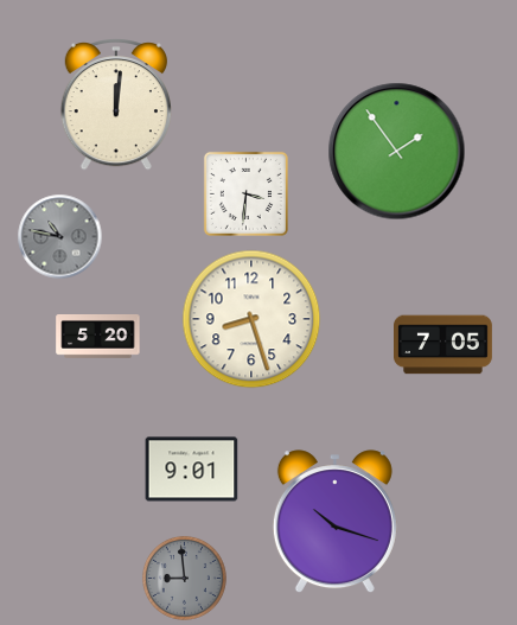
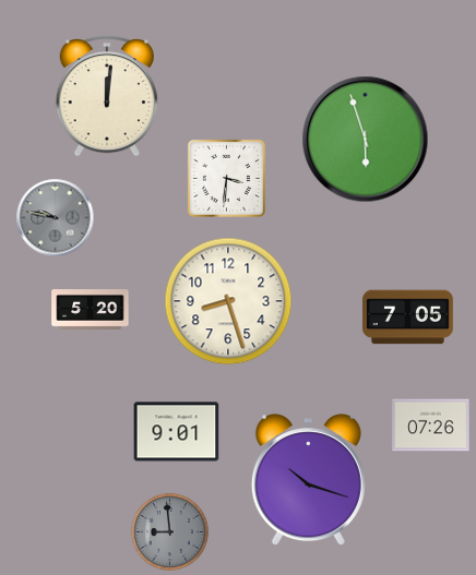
clock at (397, 152): 1:54 -> 5:57
clock at (60, 237): 10:47 -> 9:47
clock at (251, 319) position: (251, 319) -> (228, 301)
clock at (431, 426): none -> 07:26
